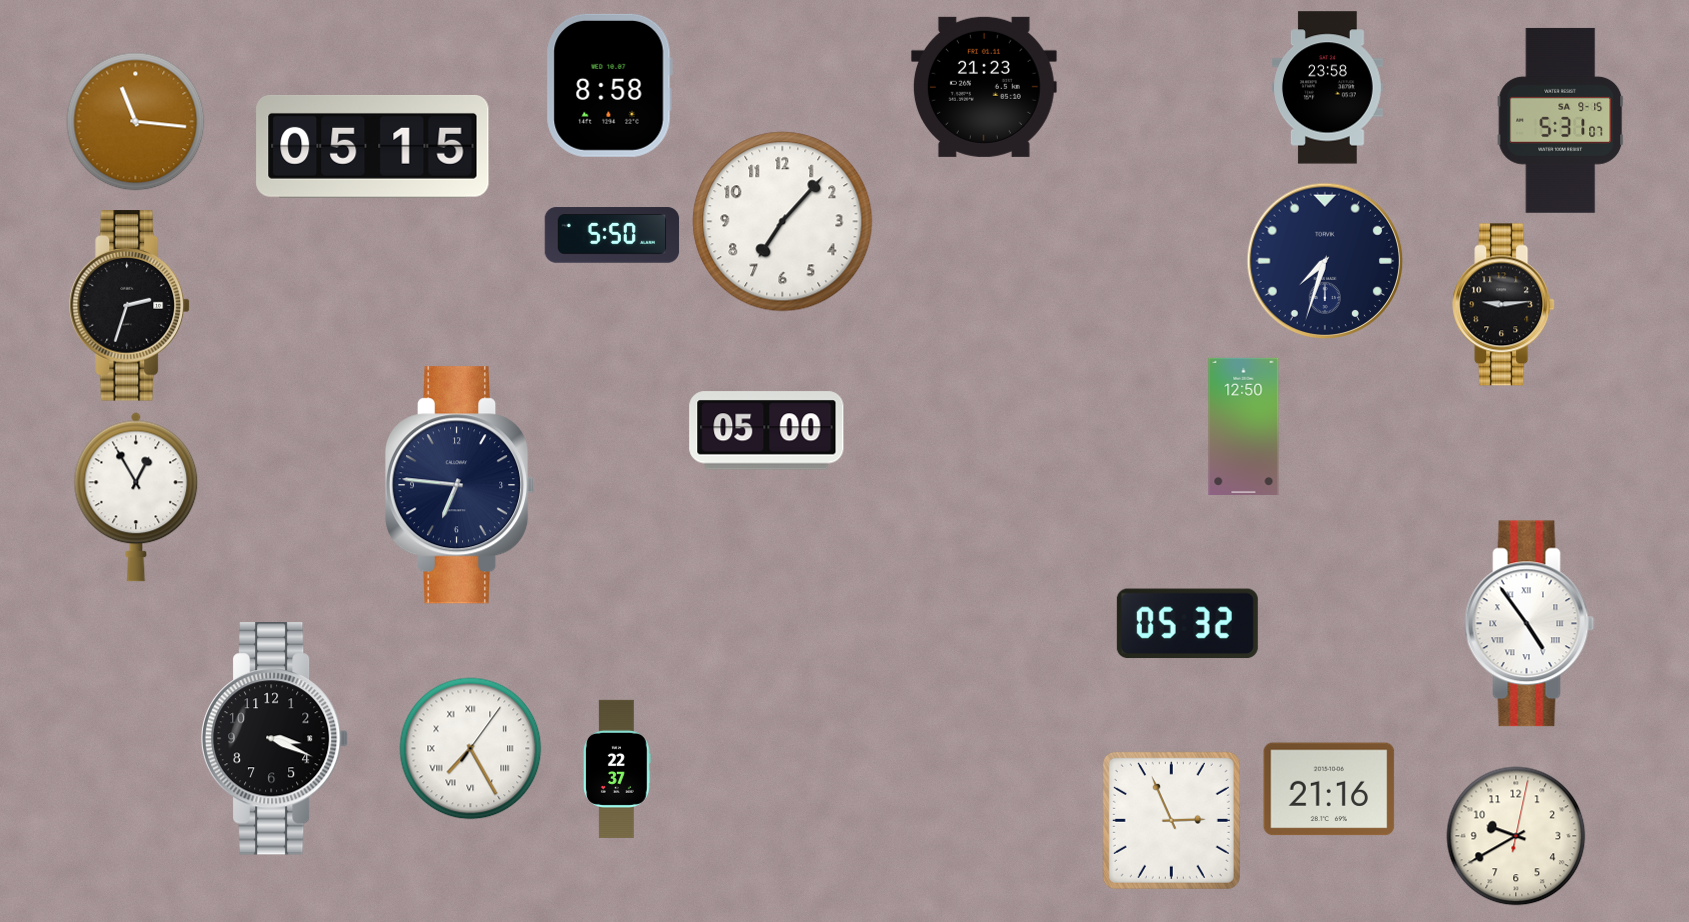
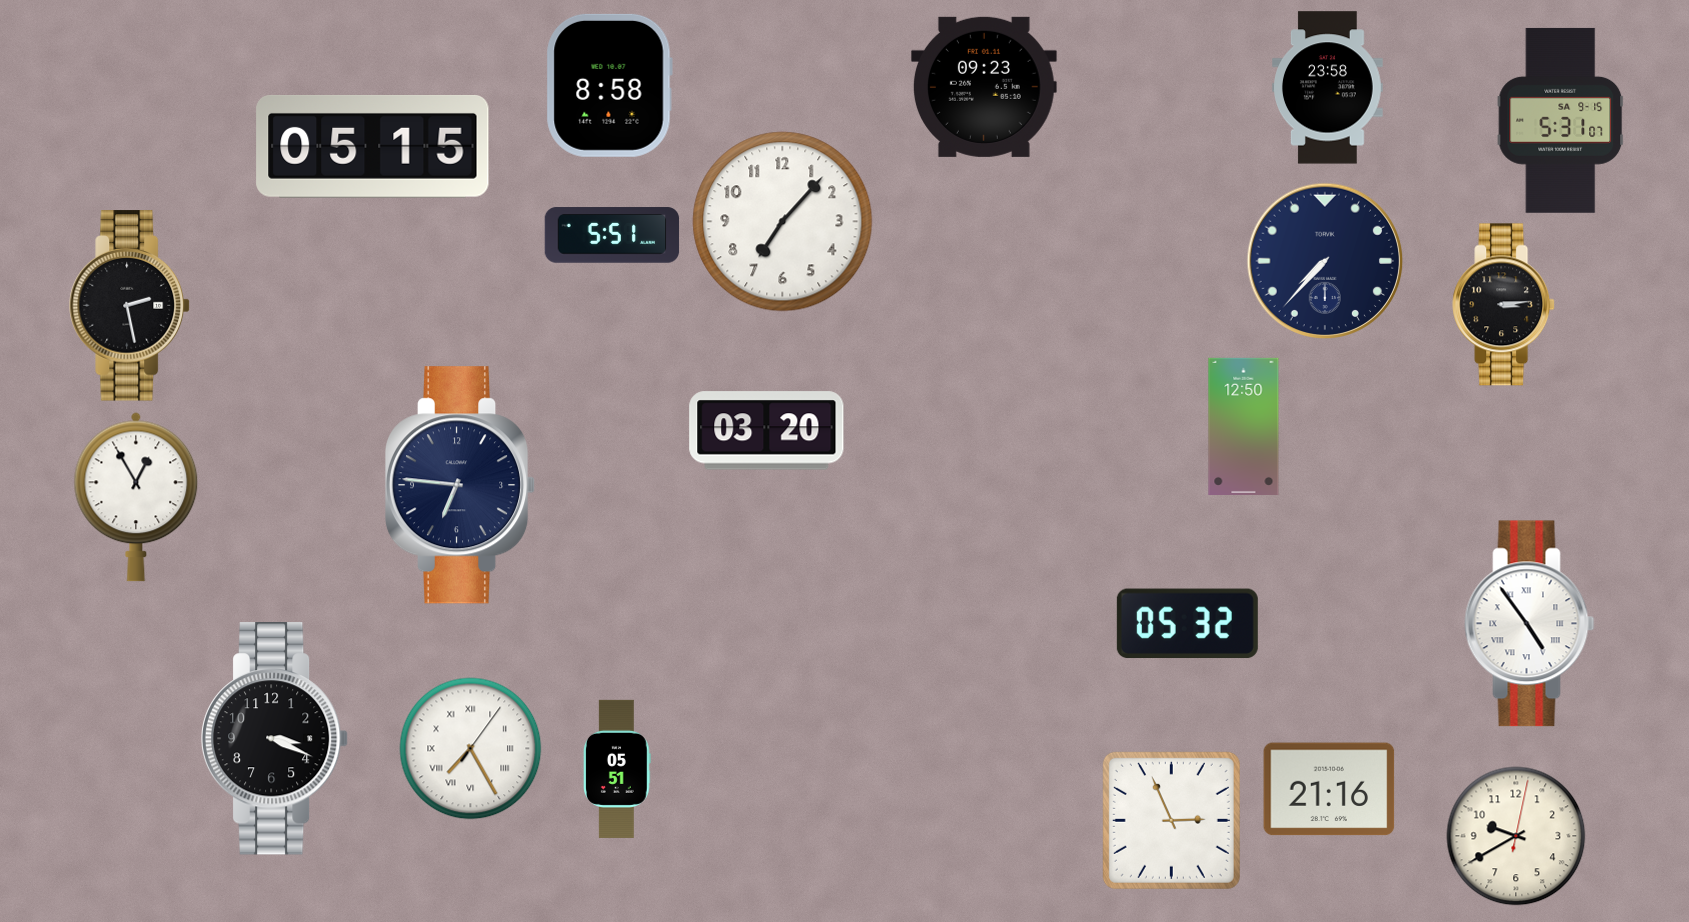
clock at (984, 87): 21:23 -> 09:23
clock at (136, 122): 11:16 -> none
clock at (612, 235): 5:50 -> 5:51
clock at (1325, 261): 7:33 -> 7:37
clock at (1504, 305): 9:14 -> 3:14
clock at (130, 306): 2:33 -> 2:28
clock at (767, 431): 05:00 -> 03:20
clock at (618, 769): 22:37 -> 05:51
